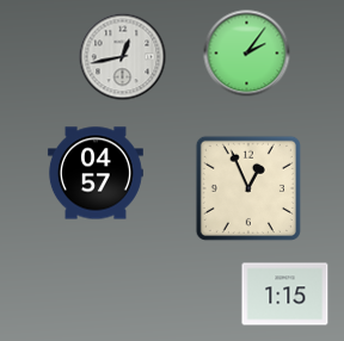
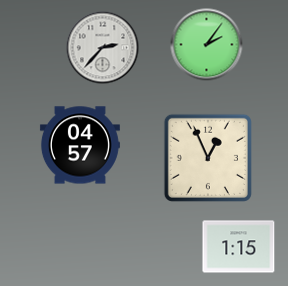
clock at (123, 57): 12:43 -> 2:37
